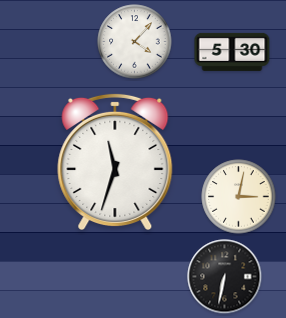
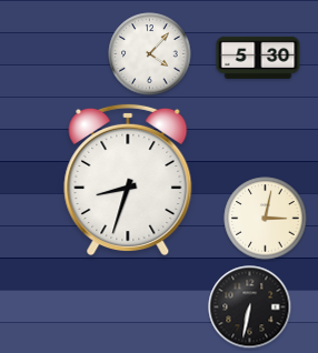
clock at (135, 42) position: (135, 42) -> (150, 54)
clock at (115, 161): 11:33 -> 8:33
